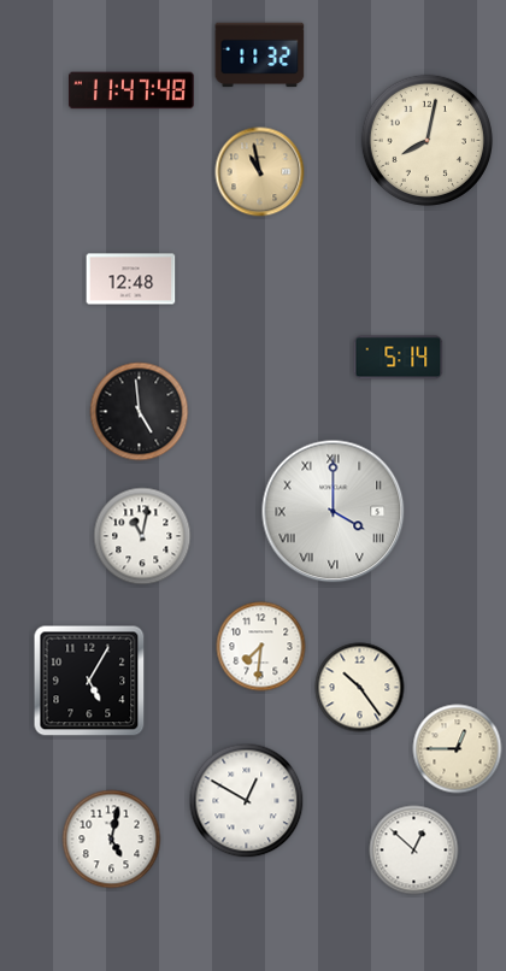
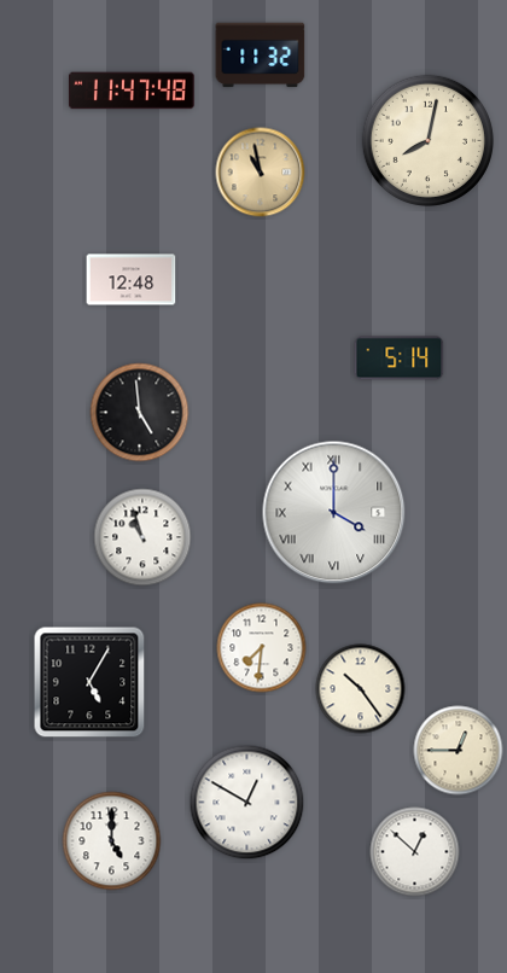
clock at (142, 536): 11:02 -> 10:57
clock at (112, 840): 5:02 -> 5:00
